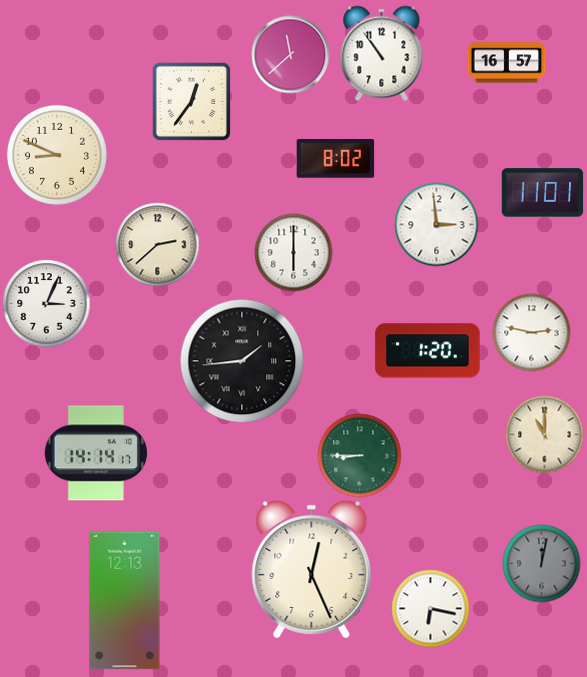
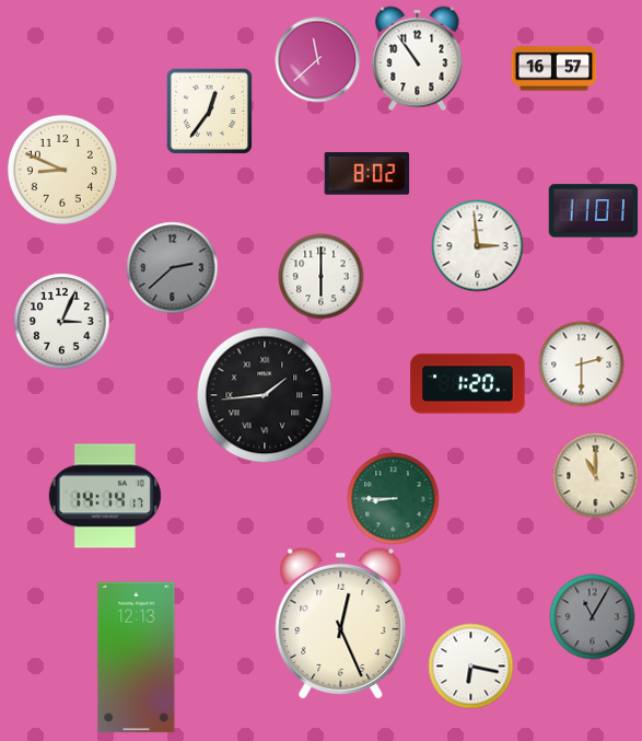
clock at (157, 244) dial: cream -> grey
clock at (46, 303) position: (46, 303) -> (61, 321)
clock at (531, 332): 2:47 -> 2:30
clock at (541, 563): 12:02 -> 11:05
